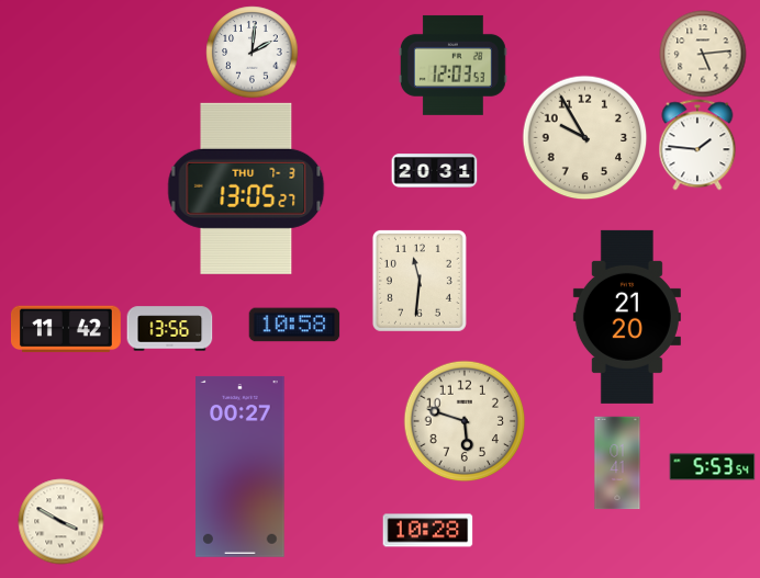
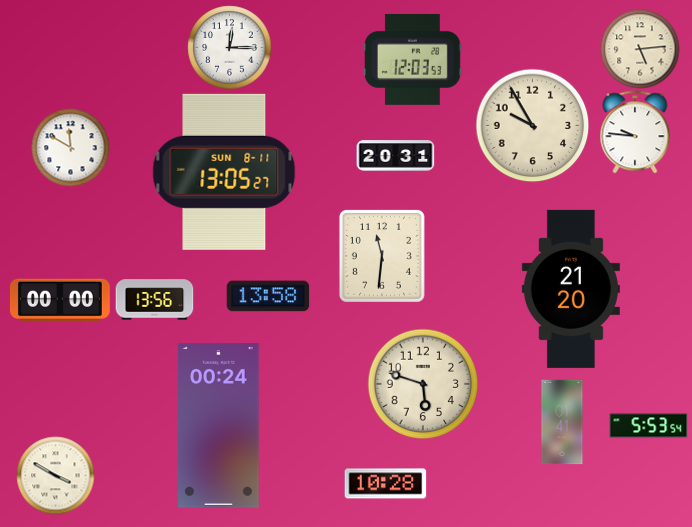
clock at (252, 52): 2:01 -> 12:15
clock at (697, 145): 1:46 -> 9:46
clock at (70, 147): none -> 11:50
clock at (246, 189) date: THU 7-3 -> SUN 8-11
clock at (294, 325): 10:58 -> 13:58
clock at (66, 329): 11:42 -> 00:00
clock at (241, 466): 00:27 -> 00:24
clock at (427, 531) position: (427, 531) -> (385, 484)
